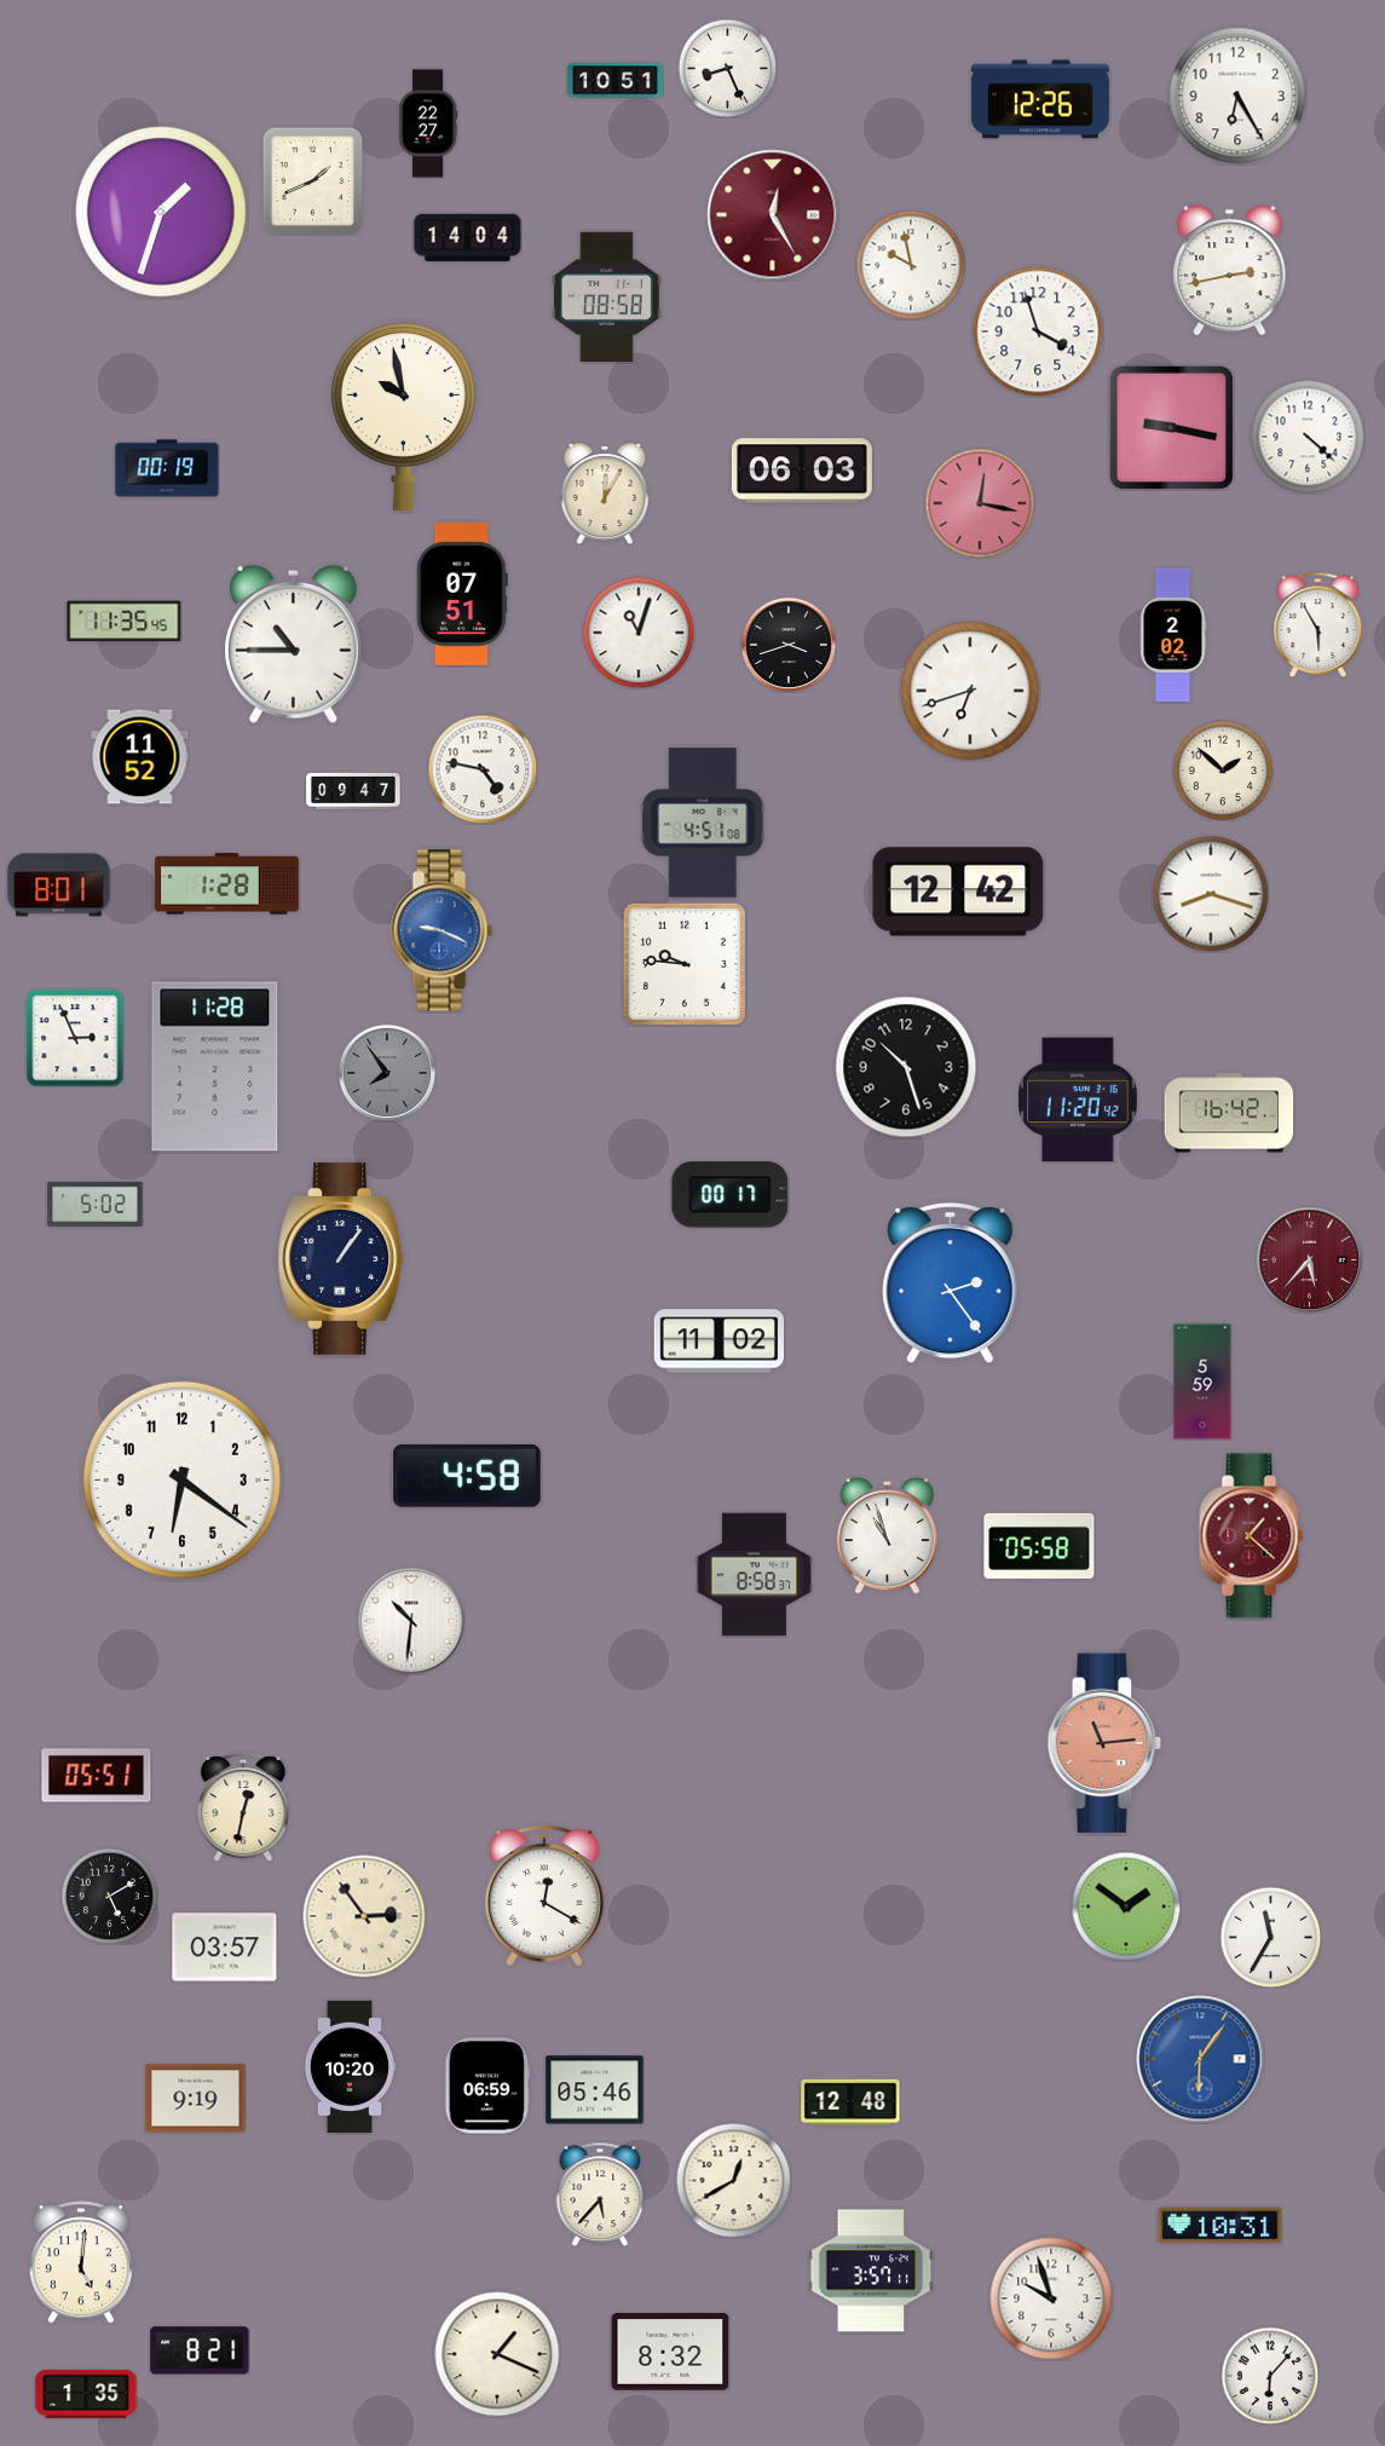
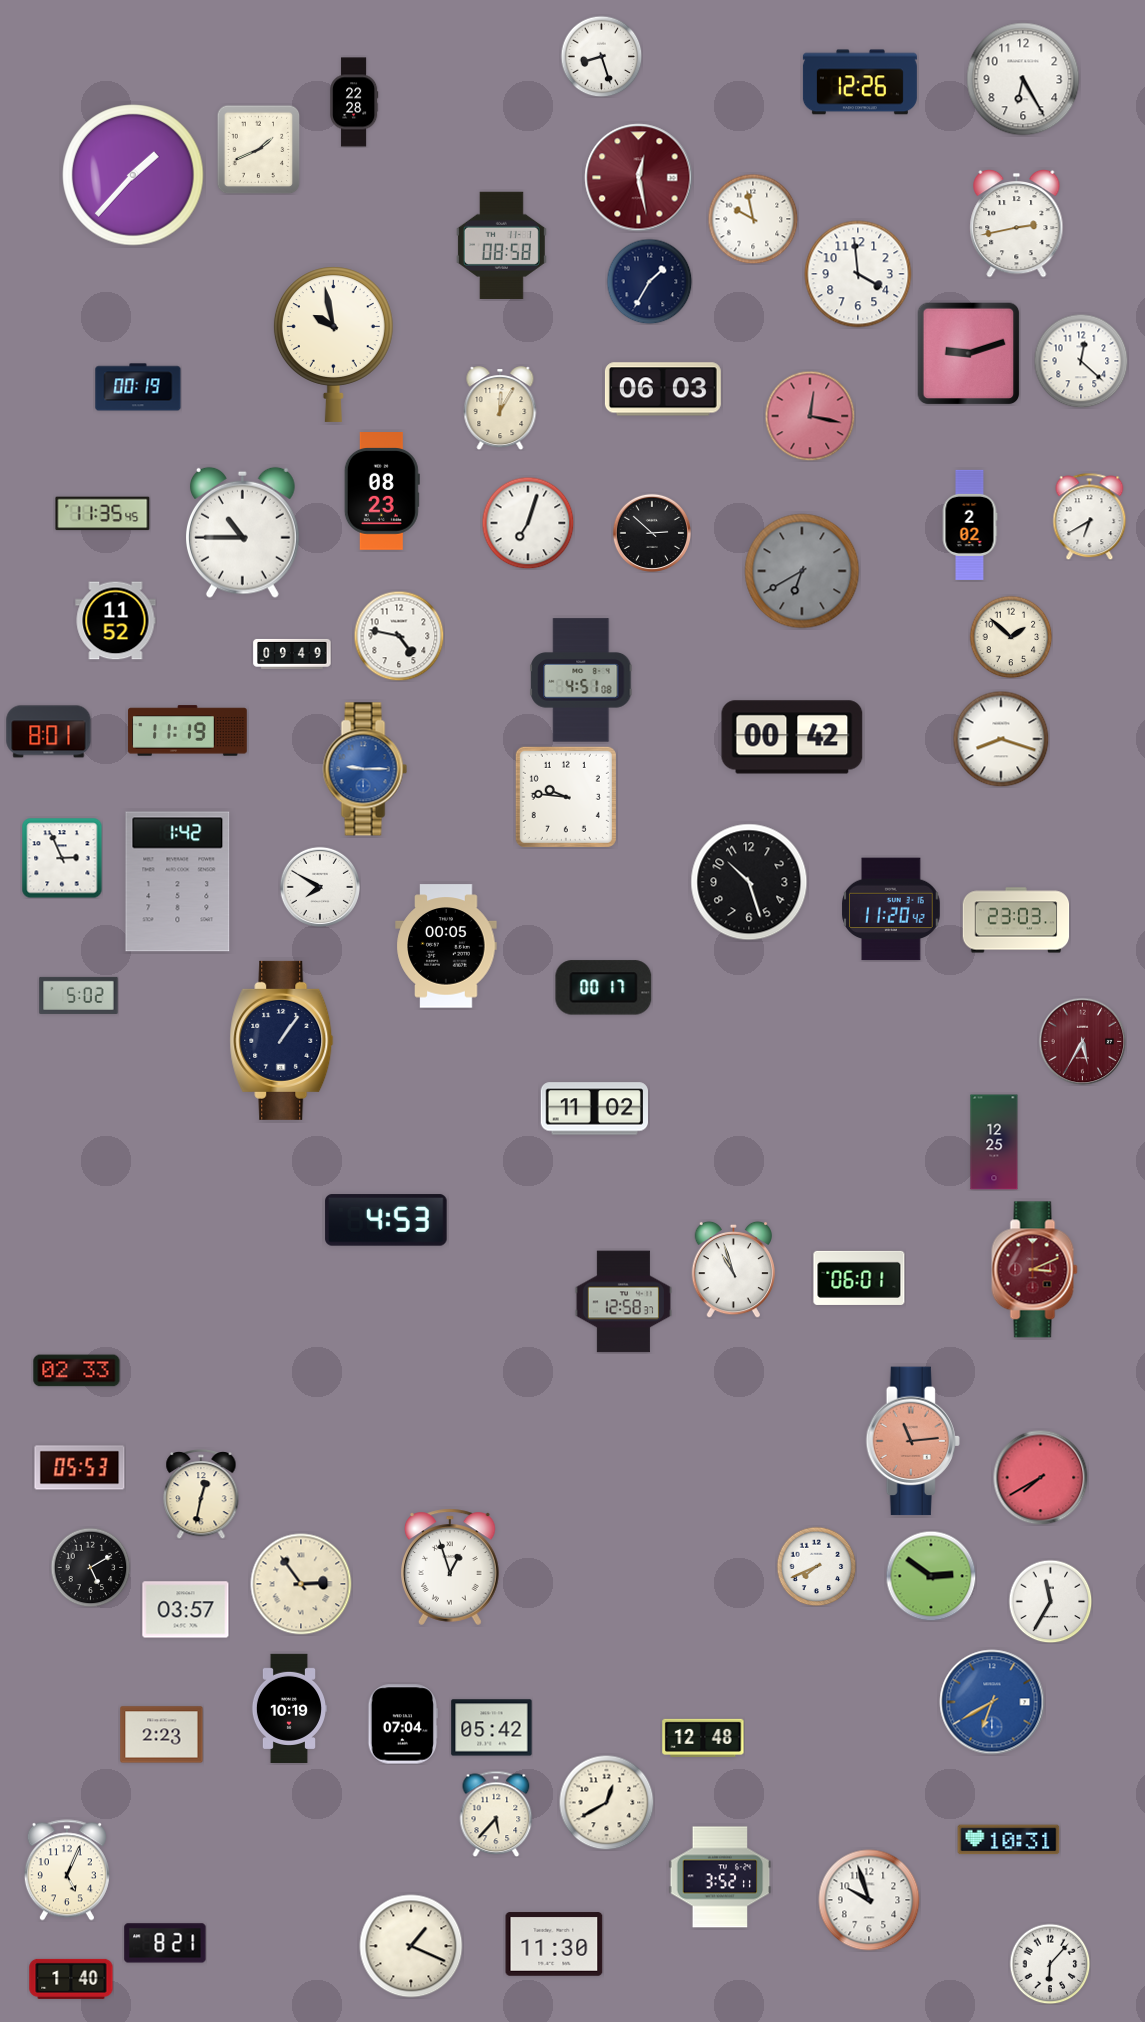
clock at (727, 68): 8:26 -> 8:27
clock at (616, 81): 10:51 -> none
clock at (428, 123): 22:27 -> 22:28
clock at (161, 212): 1:33 -> 1:37
clock at (773, 215): 12:25 -> 12:28
clock at (468, 238): 14:04 -> none
clock at (1038, 331): 3:57 -> 3:59
clock at (649, 281): none -> 1:35
clock at (1171, 427): 9:17 -> 9:12
clock at (1308, 437): 4:22 -> 12:22
clock at (462, 595): 07:51 -> 08:23
clock at (1318, 624): 5:55 -> 6:40
clock at (639, 633): 11:03 -> 7:03
clock at (789, 645): 3:42 -> 2:52
clock at (970, 691): 6:42 -> 6:40
clock at (970, 691) dial: white -> grey
clock at (140, 757) position: (140, 757) -> (116, 621)
clock at (353, 791): 09:47 -> 09:49
clock at (227, 884): 1:28 -> 11:19
clock at (958, 892): 12:42 -> 00:42
clock at (442, 930): 9:19 -> 9:15
clock at (215, 1067): 11:28 -> 1:42
clock at (387, 1073): 7:54 -> 7:50
clock at (387, 1073) dial: grey -> white
clock at (1229, 1113): 16:42 -> 23:03
clock at (446, 946): none -> 00:05
clock at (1309, 1259): 5:37 -> 5:35
clock at (951, 1283): 2:24 -> none
clock at (1202, 1381): 5:59 -> 12:25
clock at (467, 1476): 4:58 -> 4:53
clock at (181, 1479): 6:21 -> none
clock at (1252, 1536): 1:22 -> 3:11
clock at (1039, 1546): 05:58 -> 06:01
clock at (754, 1575): 8:58 -> 12:58
clock at (411, 1621): 10:31 -> none
clock at (77, 1371): none -> 02:33
clock at (97, 1776): 05:51 -> 05:53
clock at (1040, 1477): none -> 7:40
clock at (816, 1566): none -> 7:41
clock at (546, 1896): 12:20 -> 12:57
clock at (1126, 1906): 1:51 -> 2:51
clock at (1200, 2059): 6:06 -> 6:40
clock at (348, 2066): 10:20 -> 10:19
clock at (486, 2086): 06:59 -> 07:04
clock at (595, 2090): 05:46 -> 05:42
clock at (196, 2099): 9:19 -> 2:23
clock at (81, 2262): 5:01 -> 5:04
clock at (871, 2271): 3:57 -> 3:52
clock at (670, 2352): 8:32 -> 11:30
clock at (86, 2394): 1:35 -> 1:40
